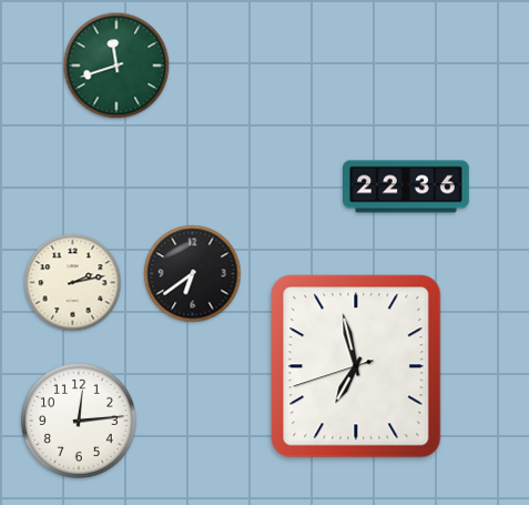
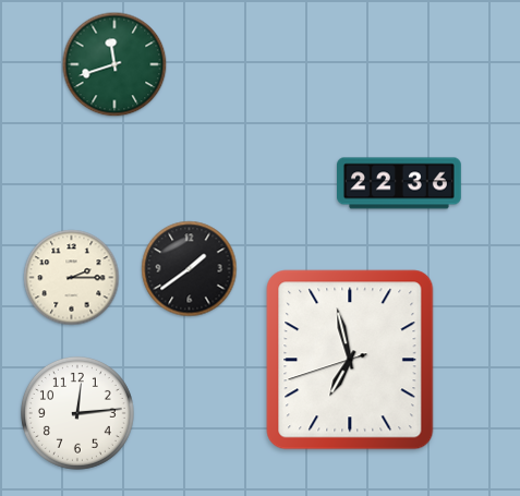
clock at (193, 274): 6:39 -> 1:39
clock at (73, 283): 2:13 -> 2:15
